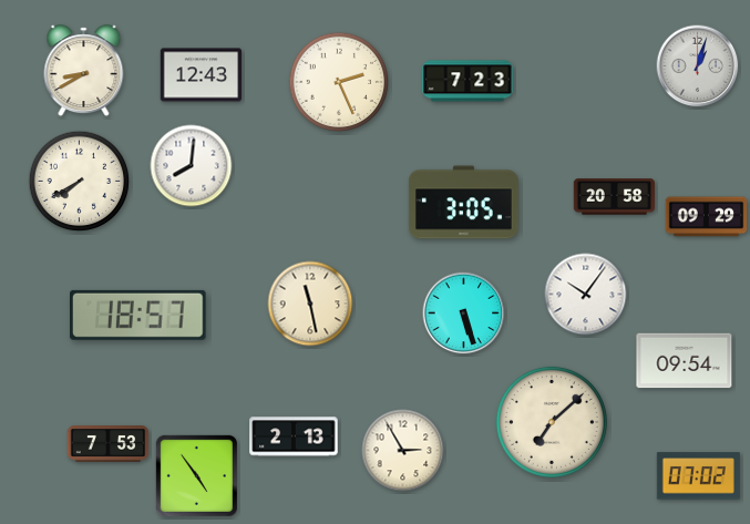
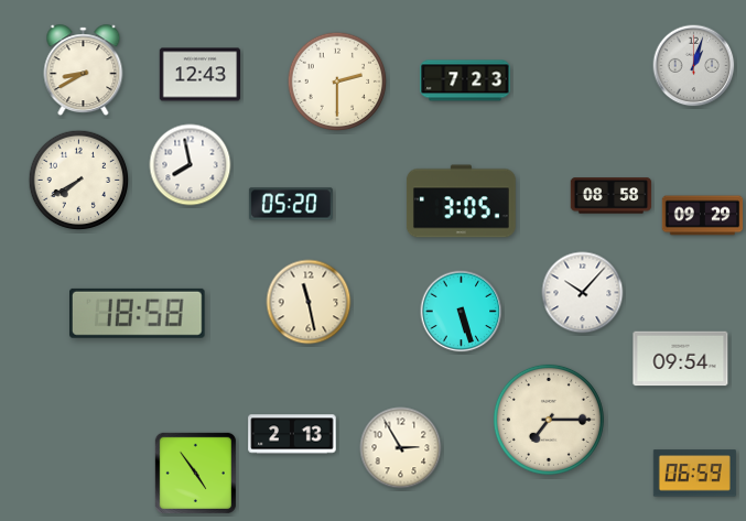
clock at (339, 82): 2:26 -> 2:30
clock at (192, 166): 8:01 -> 7:58
clock at (615, 197): 20:58 -> 08:58
clock at (291, 204): none -> 05:20
clock at (586, 295): 10:06 -> 10:07
clock at (138, 315): 18:57 -> 18:58
clock at (552, 422): 7:08 -> 7:15
clock at (109, 444): 7:53 -> none
clock at (698, 476): 07:02 -> 06:59
